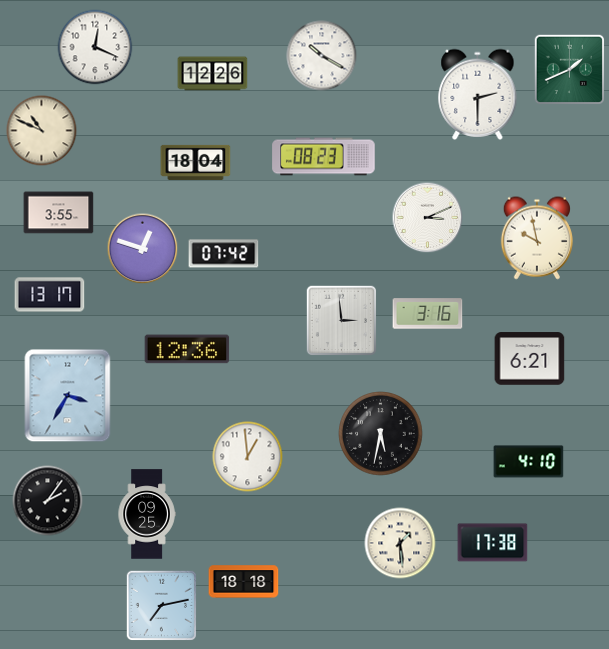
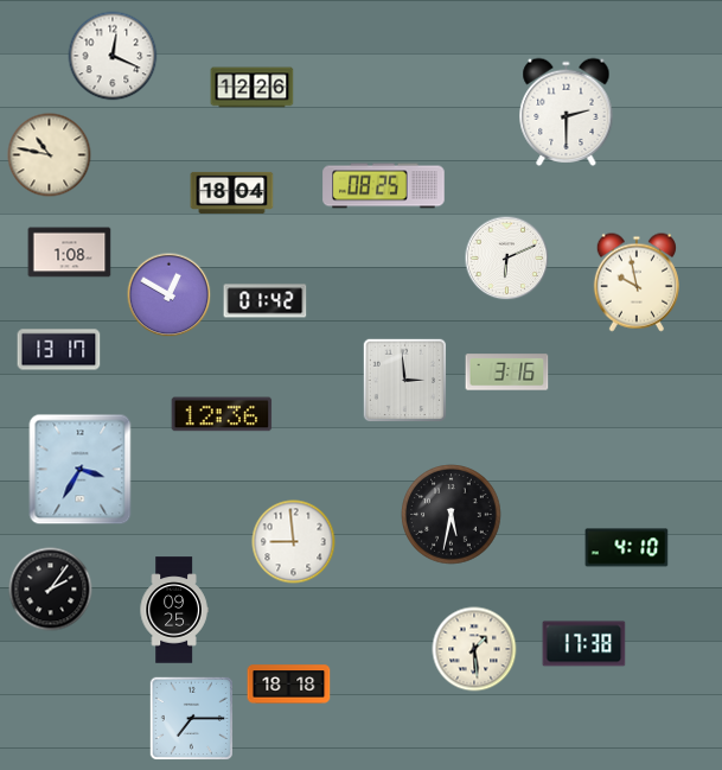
clock at (322, 56): 10:20 -> none
clock at (569, 69): 1:41 -> none
clock at (42, 131): 10:49 -> 10:47
clock at (324, 157): 08:23 -> 08:25
clock at (59, 213): 3:55 -> 1:08
clock at (428, 218): 3:11 -> 6:11
clock at (143, 249): 12:48 -> 12:50
clock at (224, 254): 07:42 -> 01:42
clock at (530, 359): 6:21 -> none
clock at (248, 457): 12:59 -> 8:59
clock at (48, 501) position: (48, 501) -> (51, 590)
clock at (400, 543) position: (400, 543) -> (474, 649)
clock at (244, 582) position: (244, 582) -> (289, 685)
clock at (161, 605): 7:13 -> 7:15
